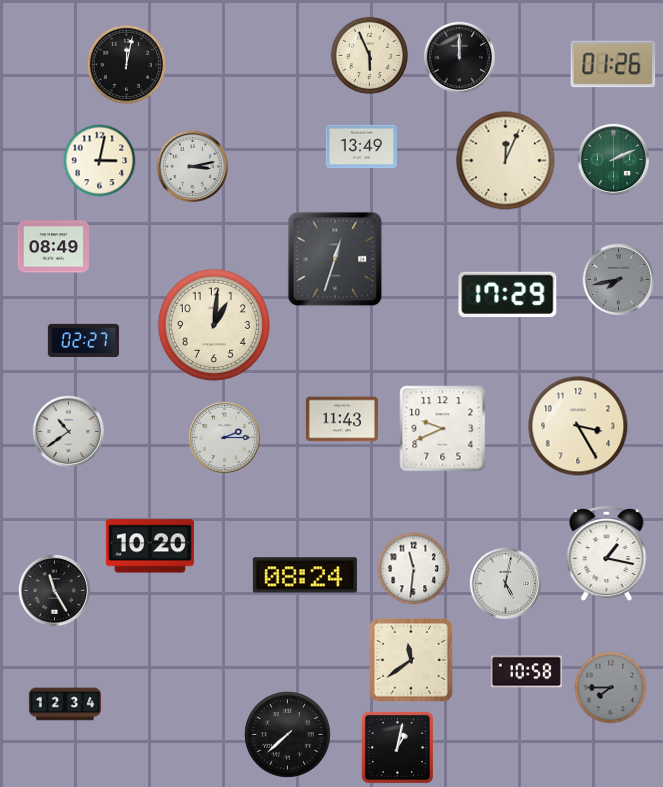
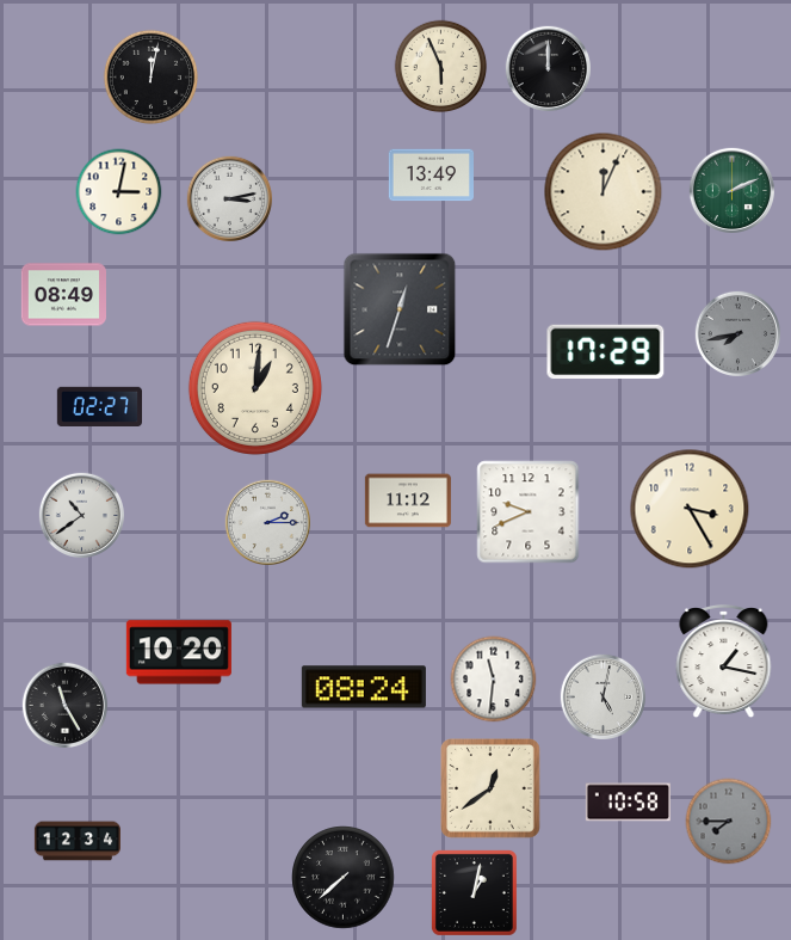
clock at (613, 64): 01:26 -> none
clock at (342, 419): 11:43 -> 11:12
clock at (412, 661): 11:39 -> 12:39
